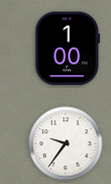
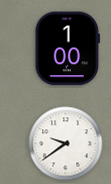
clock at (66, 144): 9:36 -> 9:39
